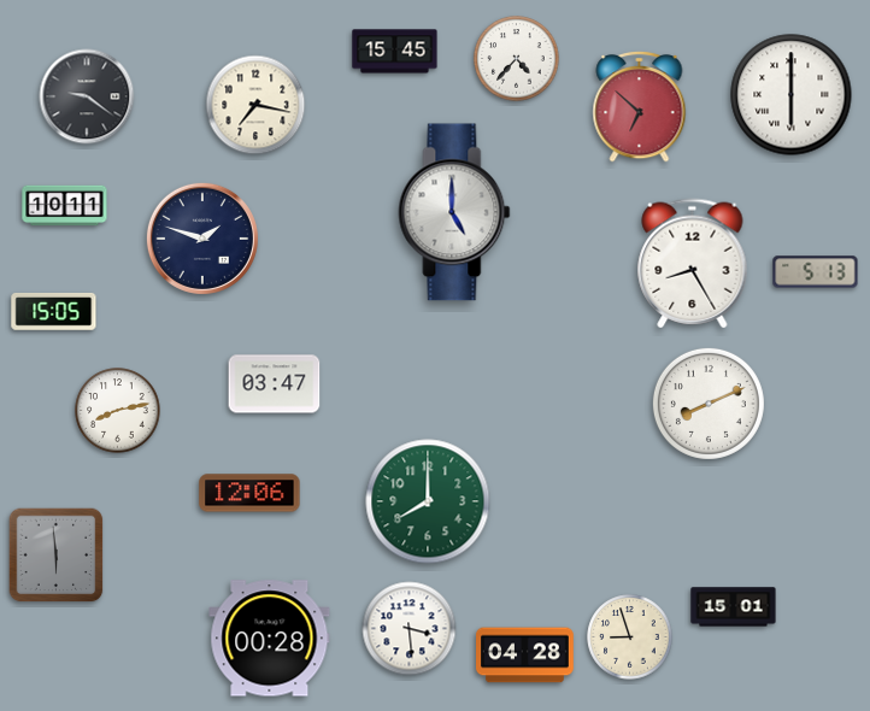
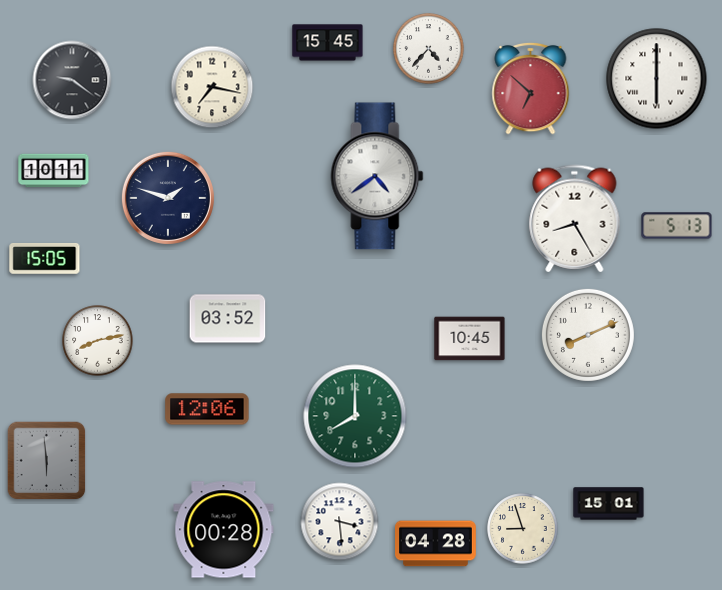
clock at (454, 212): 5:00 -> 4:39
clock at (275, 384): 03:47 -> 03:52
clock at (470, 339): none -> 10:45
